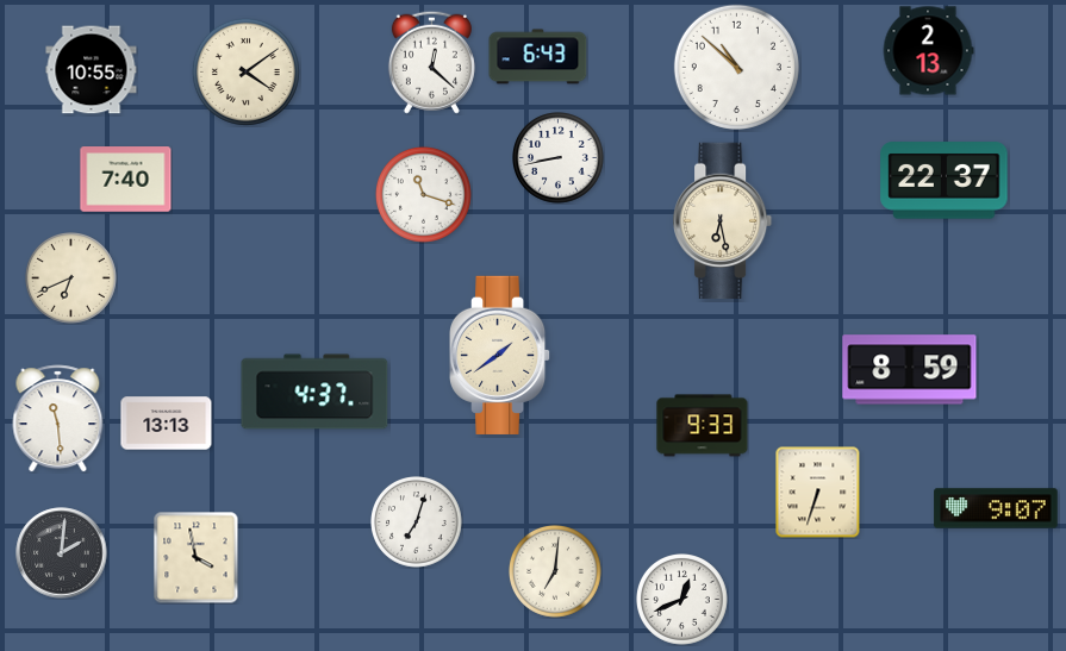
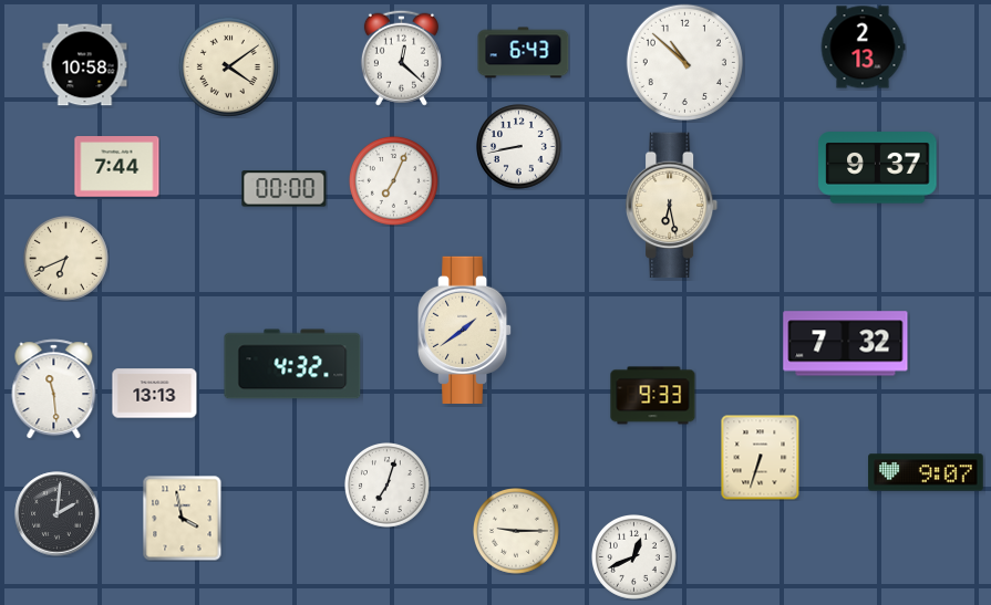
clock at (538, 57) position: (538, 57) -> (524, 53)
clock at (92, 70): 10:55 -> 10:58
clock at (126, 180): 7:40 -> 7:44
clock at (945, 181): 22:37 -> 9:37
clock at (423, 194): 11:18 -> 7:04
clock at (285, 189): none -> 00:00
clock at (910, 370): 8:59 -> 7:32
clock at (314, 392): 4:37 -> 4:32
clock at (556, 572): 7:01 -> 9:15
